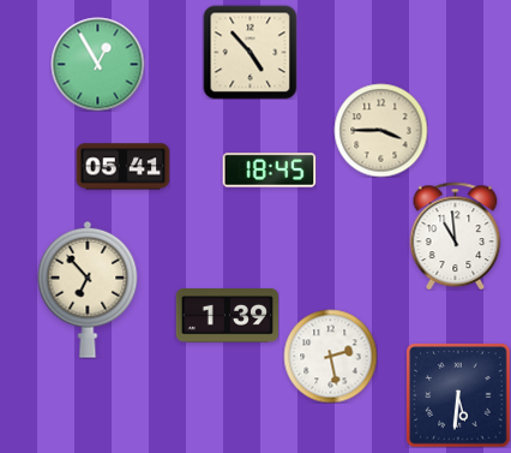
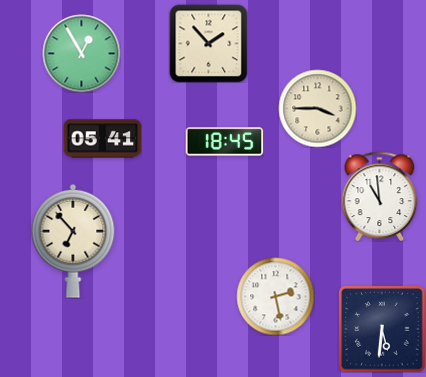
clock at (250, 52): 4:53 -> 1:53
clock at (227, 316): 1:39 -> none
